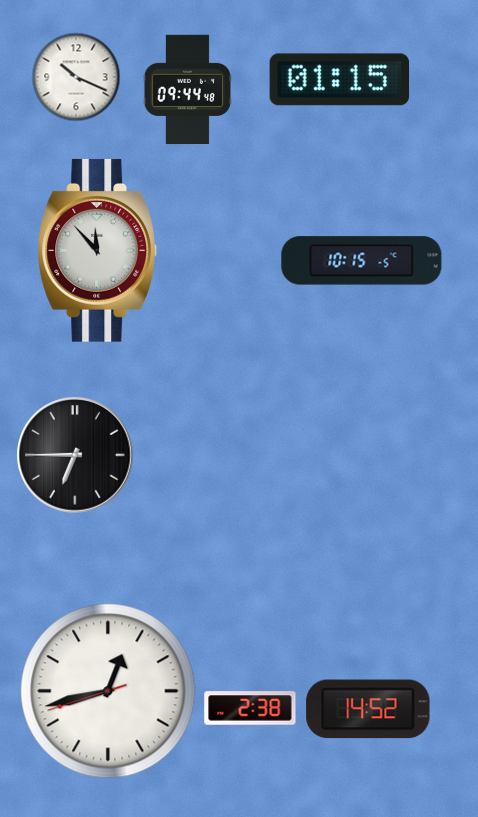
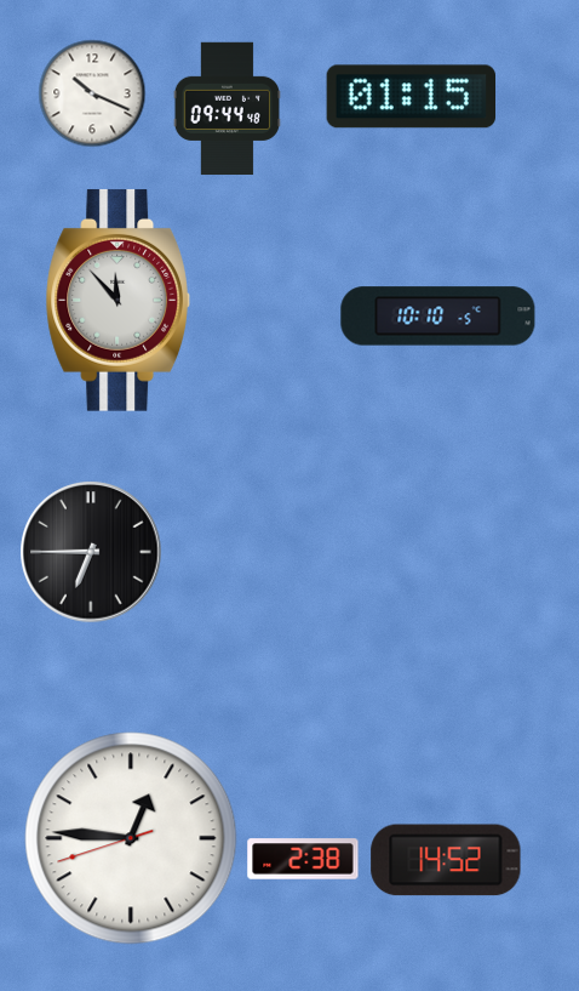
clock at (97, 250) position: (97, 250) -> (117, 300)
clock at (362, 261): 10:15 -> 10:10
clock at (108, 691): 12:42 -> 12:45
